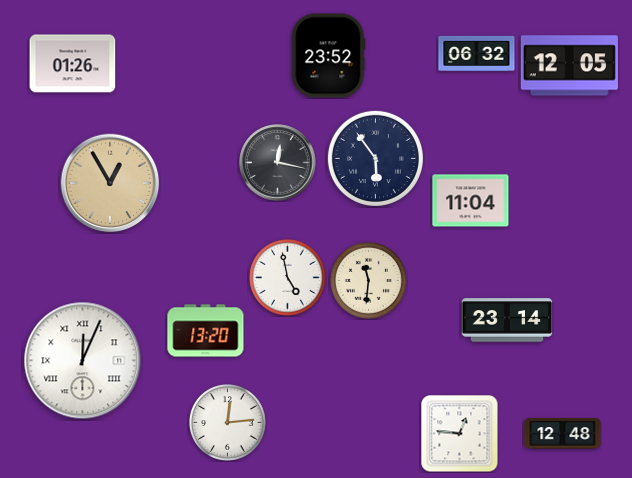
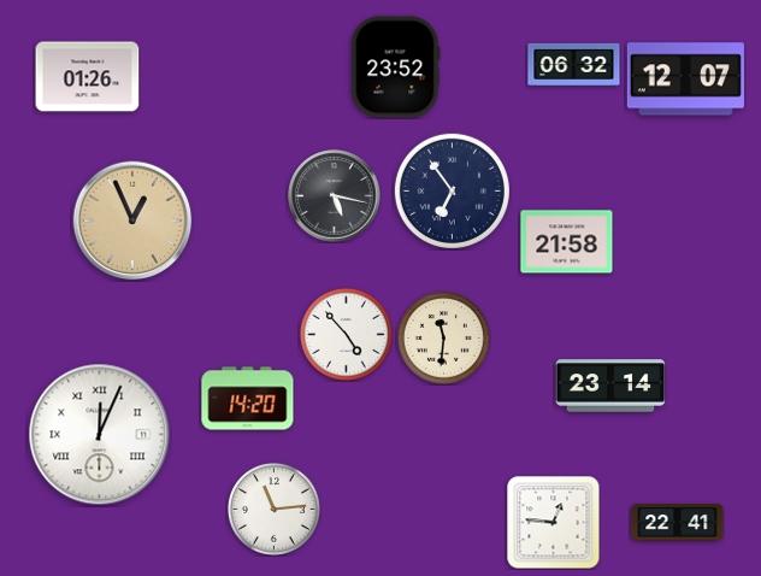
clock at (569, 66): 12:05 -> 12:07
clock at (375, 158): 5:54 -> 6:54
clock at (278, 163): 12:17 -> 5:17
clock at (110, 183): 12:55 -> 12:56
clock at (471, 201): 11:04 -> 21:58
clock at (287, 277): 4:58 -> 4:53
clock at (206, 331): 13:20 -> 14:20
clock at (227, 422): 12:14 -> 11:14
clock at (563, 434): 12:48 -> 22:41
